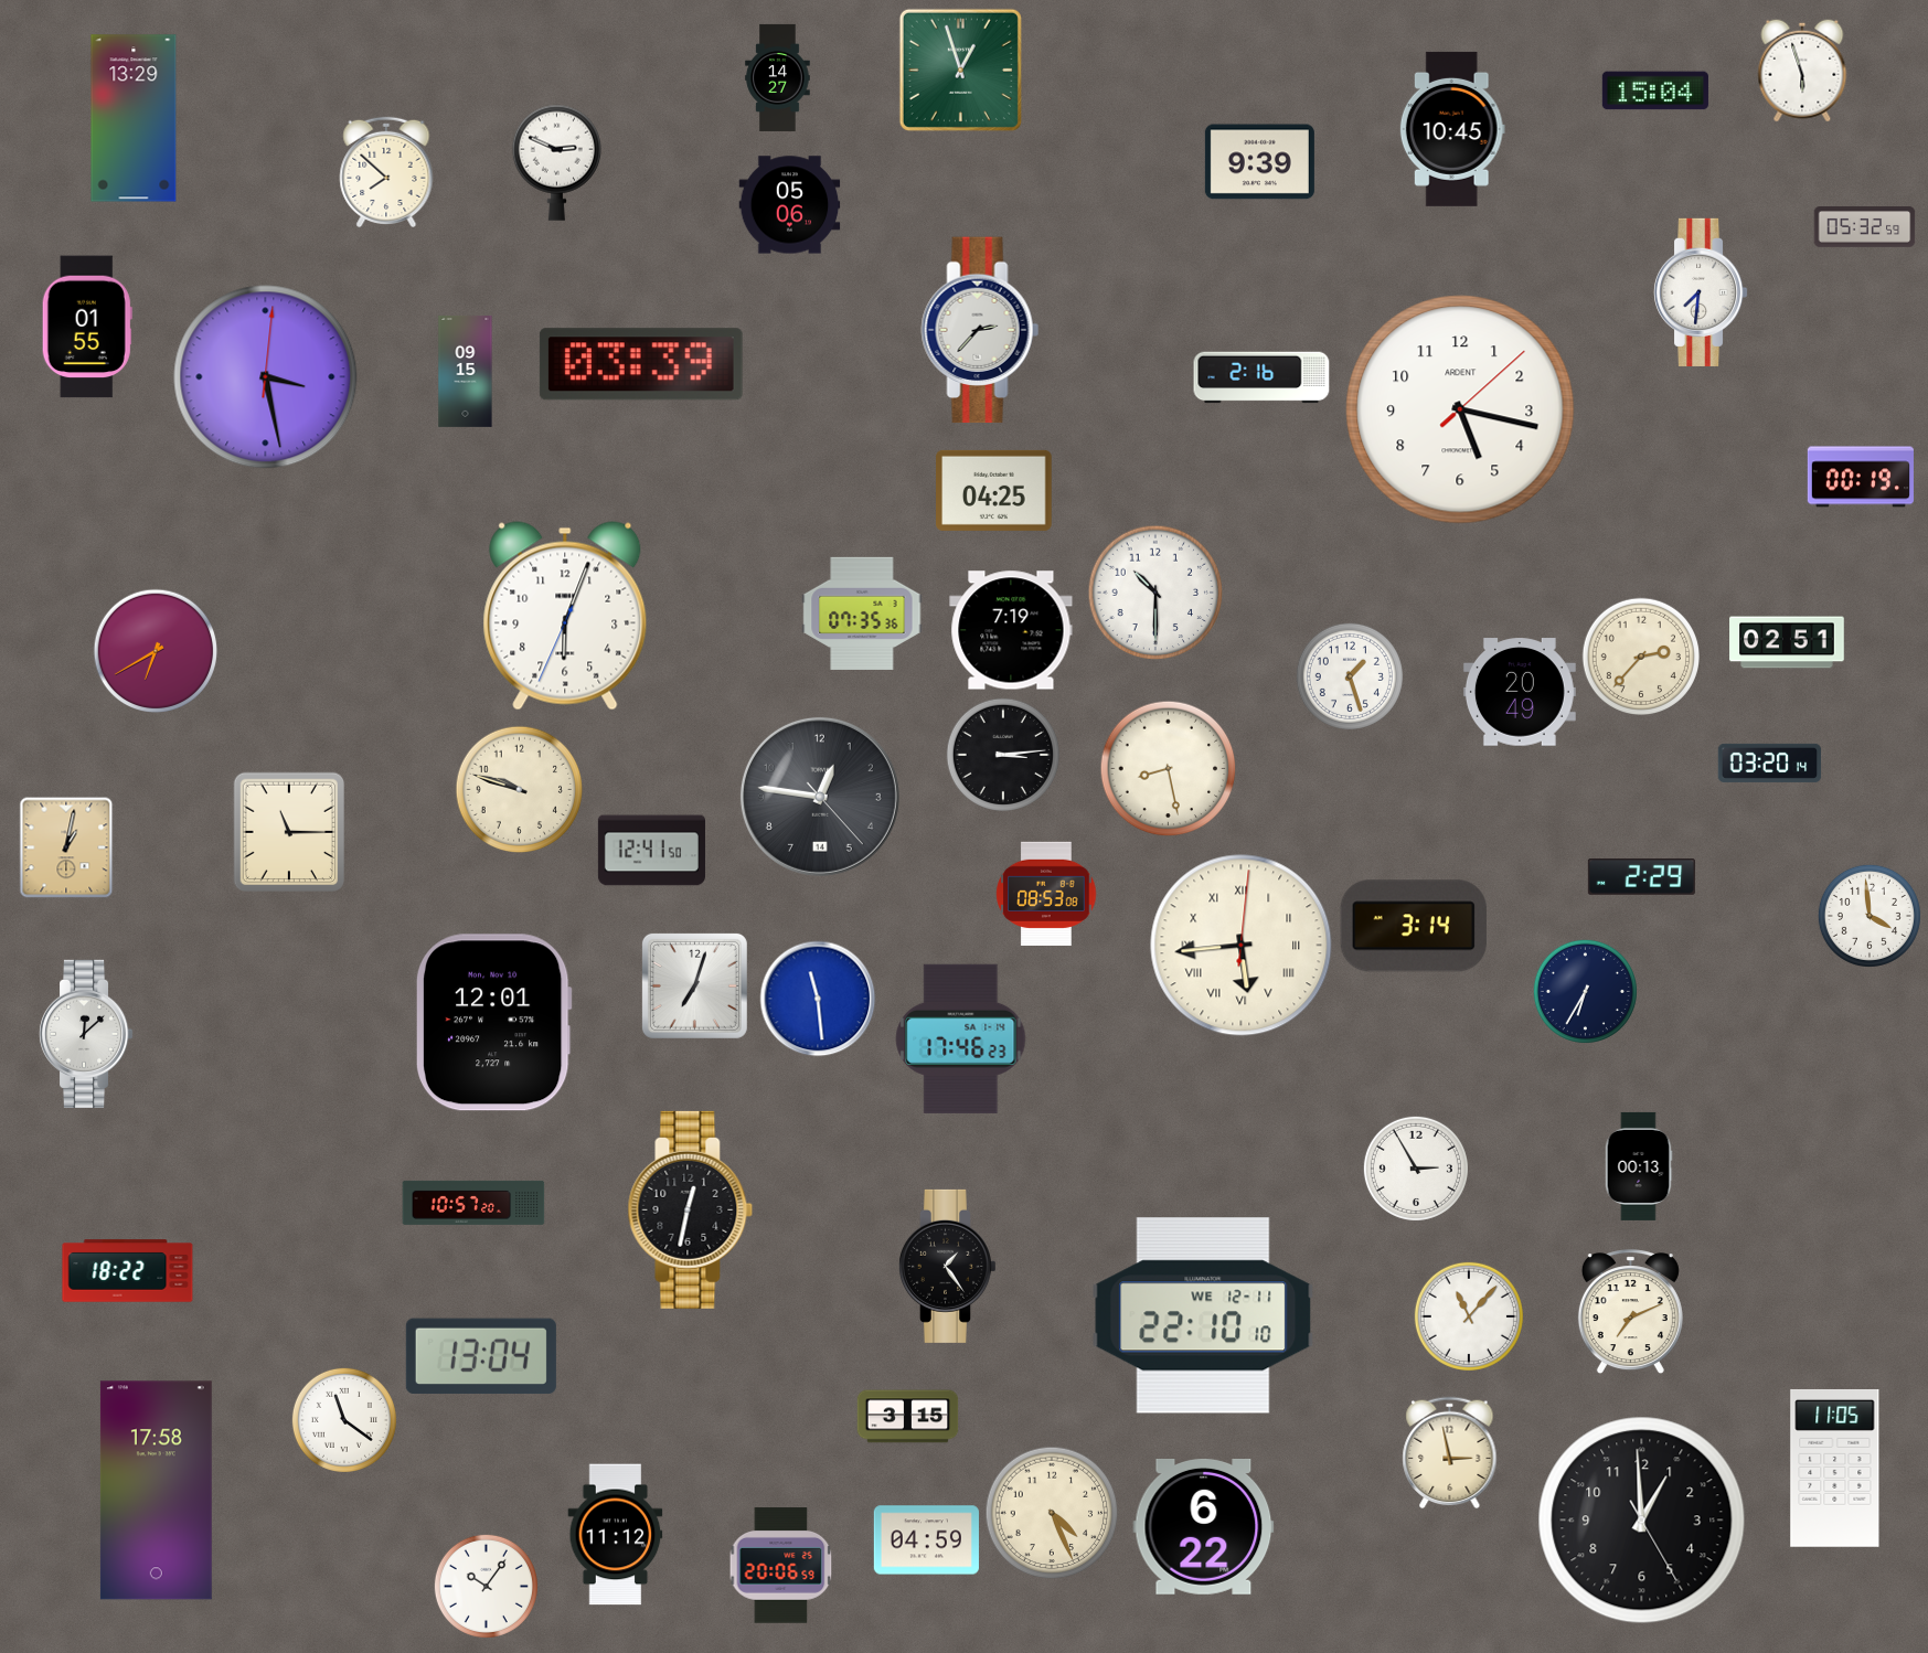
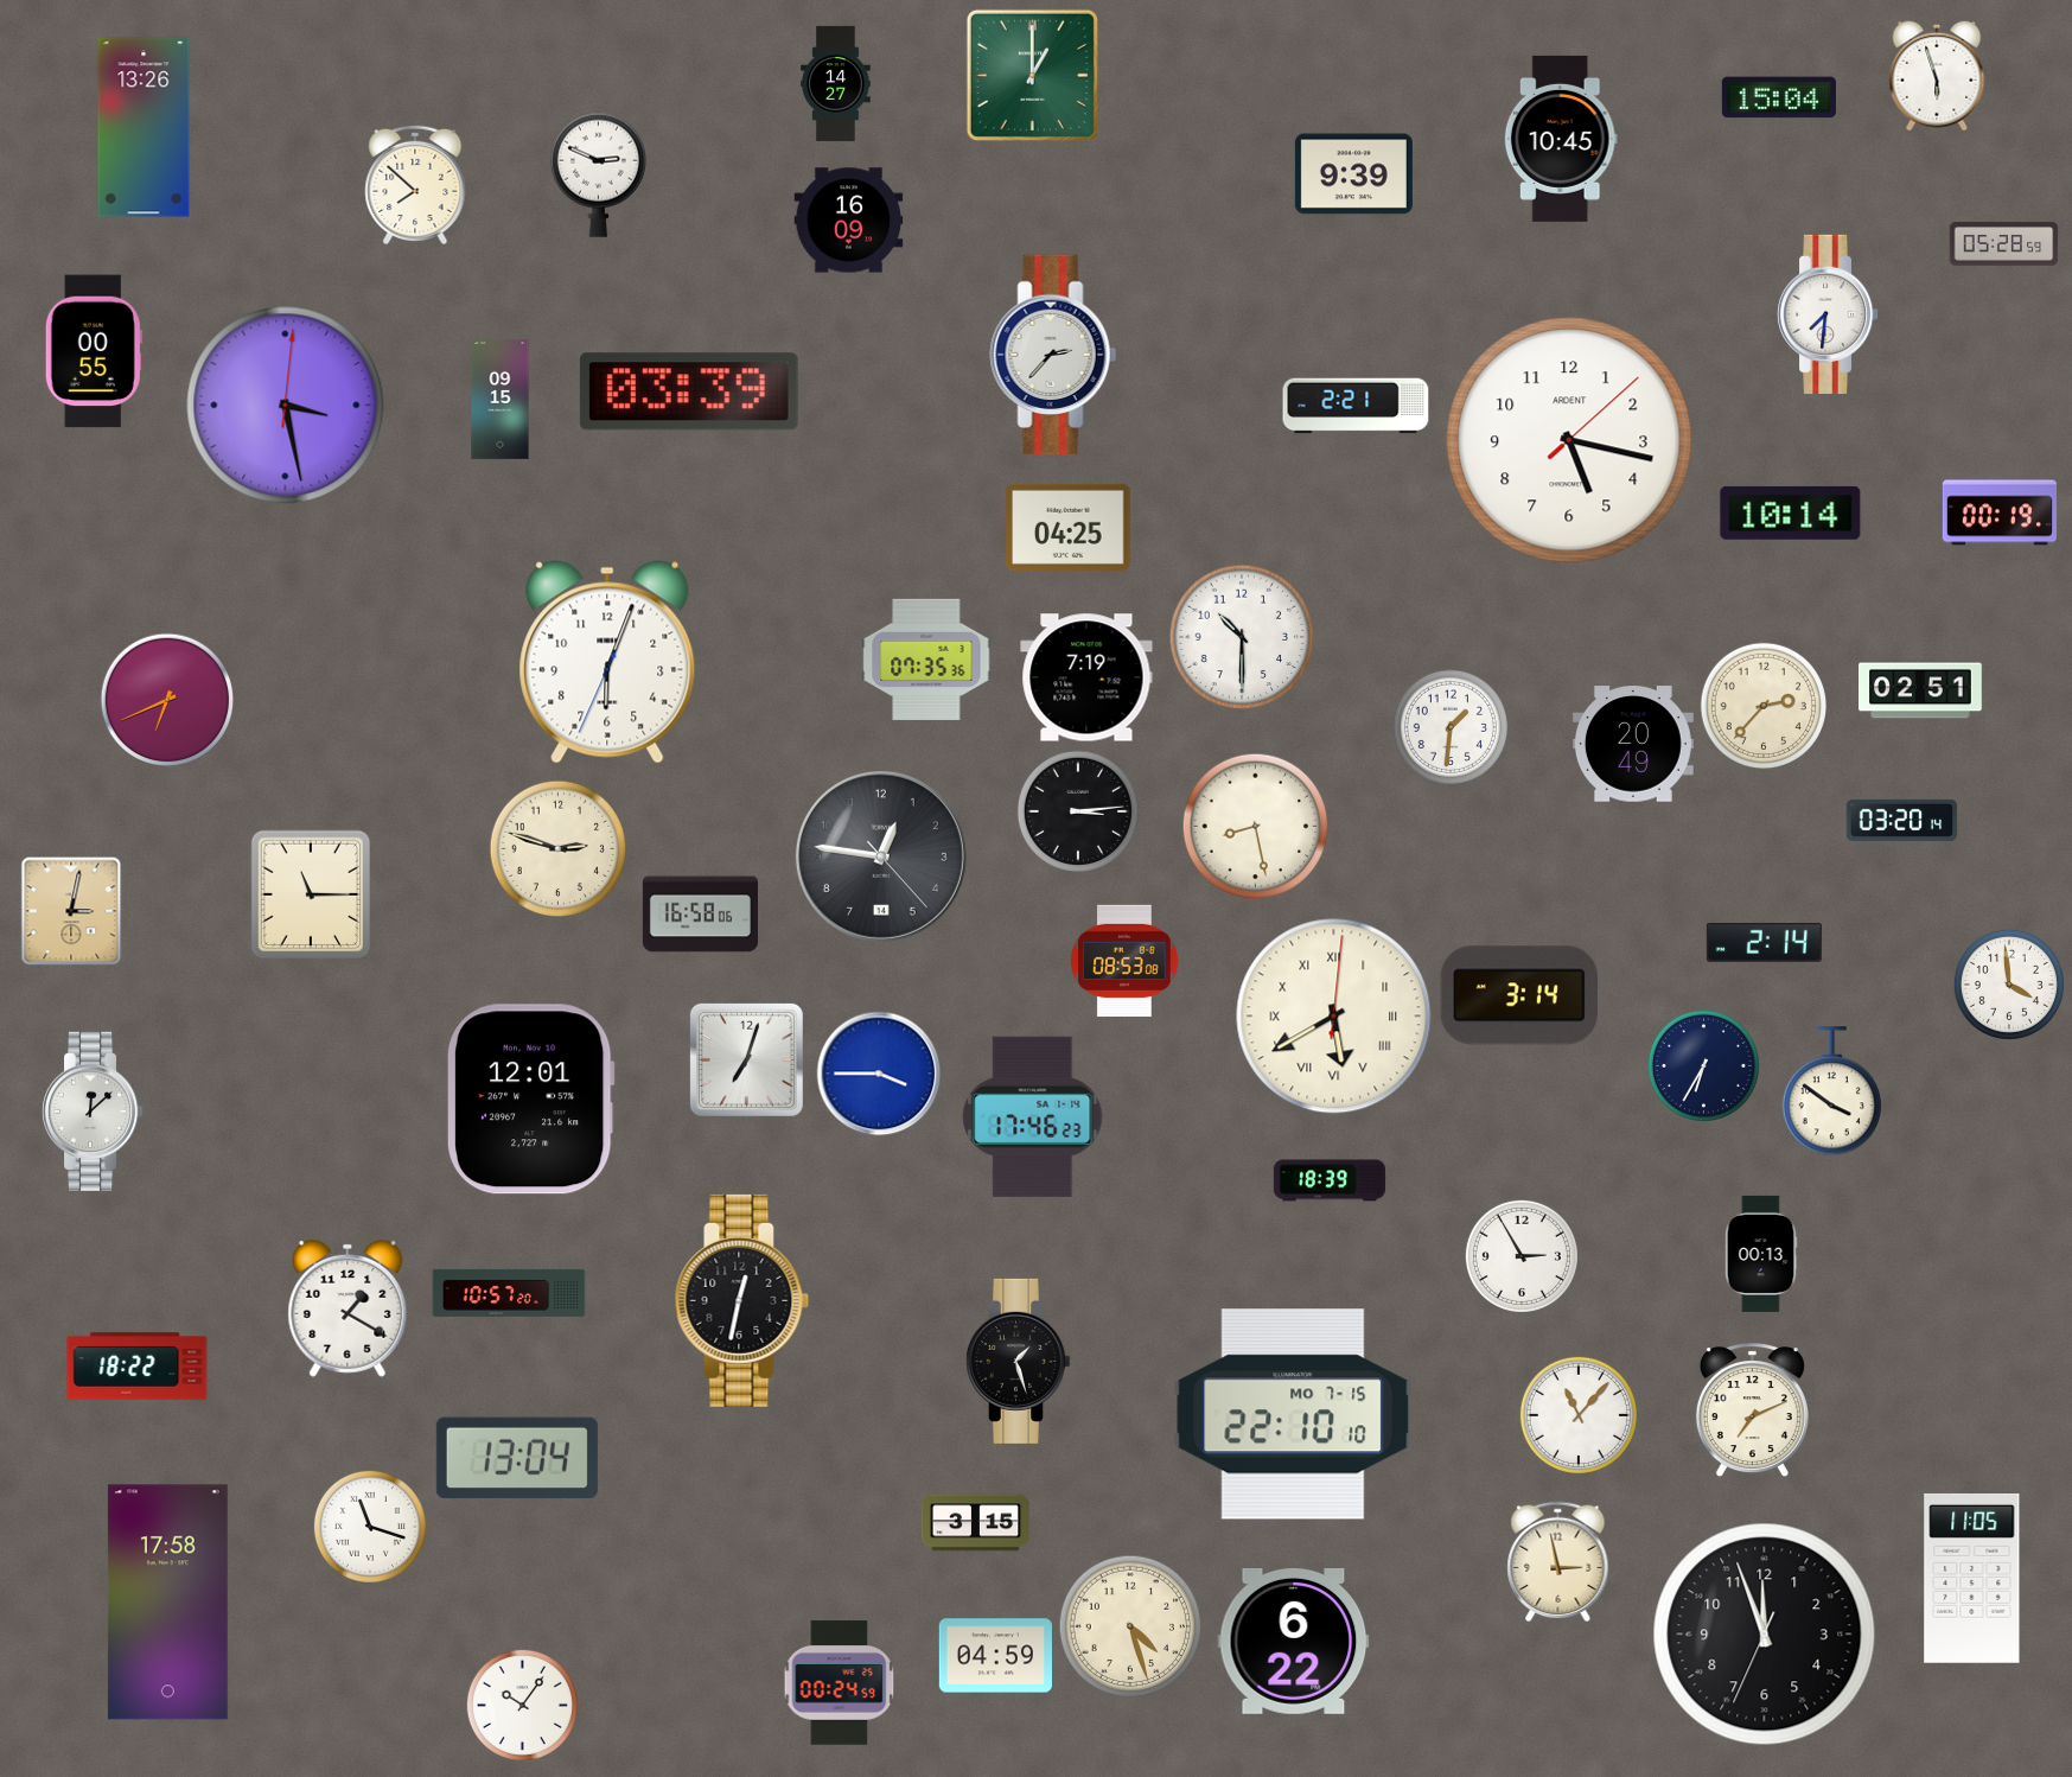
clock at (960, 70): 12:57 -> 1:00
clock at (134, 118): 13:29 -> 13:26
clock at (790, 205): 05:06 -> 16:09
clock at (1865, 227): 05:32 -> 05:28
clock at (87, 327): 01:55 -> 00:55
clock at (1261, 377): 2:16 -> 2:21
clock at (1791, 512): none -> 10:14
clock at (156, 651): 6:40 -> 6:41
clock at (1350, 676): 1:27 -> 1:31
clock at (520, 790): 9:48 -> 2:48
clock at (66, 847): 1:02 -> 3:02
clock at (651, 851): 12:41 -> 16:58
clock at (1641, 876): 2:29 -> 2:14
clock at (1242, 946): 5:44 -> 5:40
clock at (818, 999): 11:29 -> 3:45
clock at (1831, 1091): none -> 3:51
clock at (1330, 1180): none -> 18:39
clock at (348, 1308): none -> 1:20
clock at (947, 1266): 1:24 -> 1:27
clock at (1203, 1315) date: WE 12-11 -> MO 7-15
clock at (344, 1420): 11:21 -> 11:18
clock at (1052, 1513): 4:26 -> 4:27
clock at (1642, 1521): 12:59 -> 11:56
clock at (616, 1535): 11:12 -> none
clock at (781, 1566): 20:06 -> 00:24
